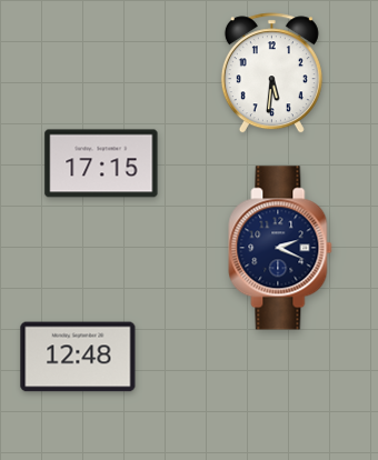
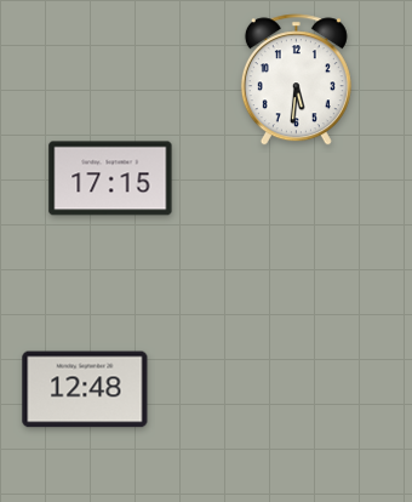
clock at (280, 248): 2:19 -> none
